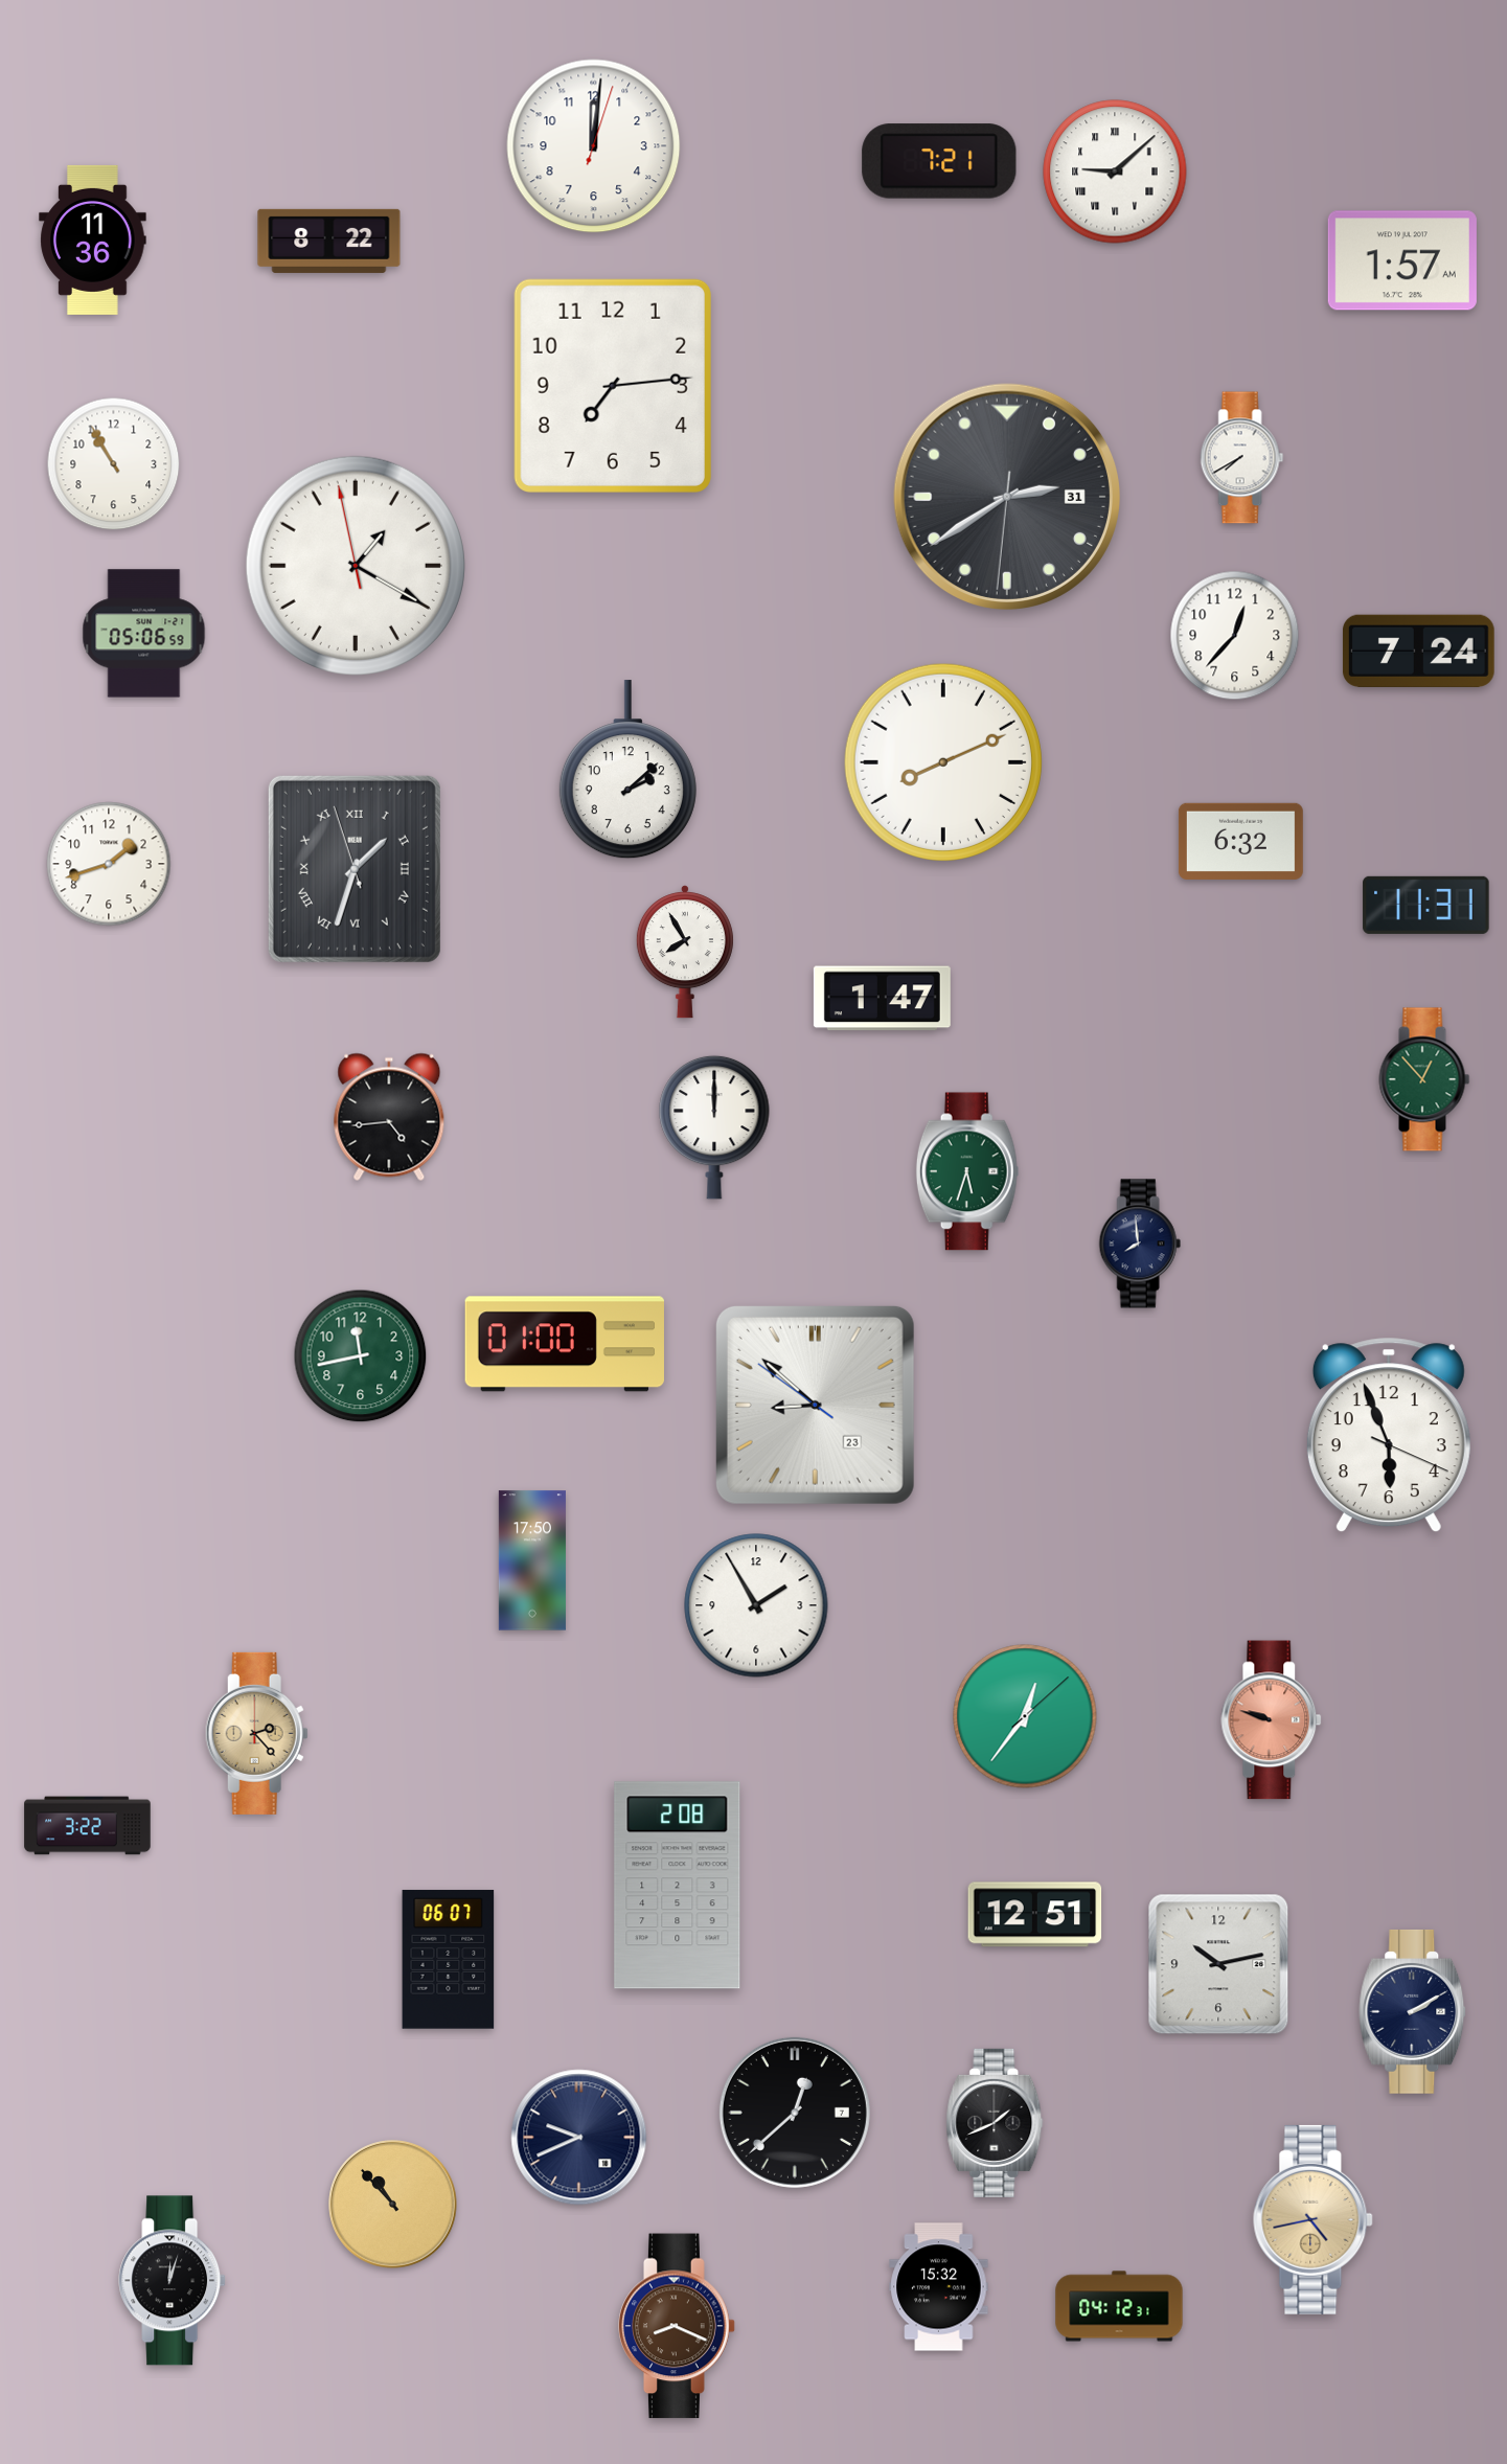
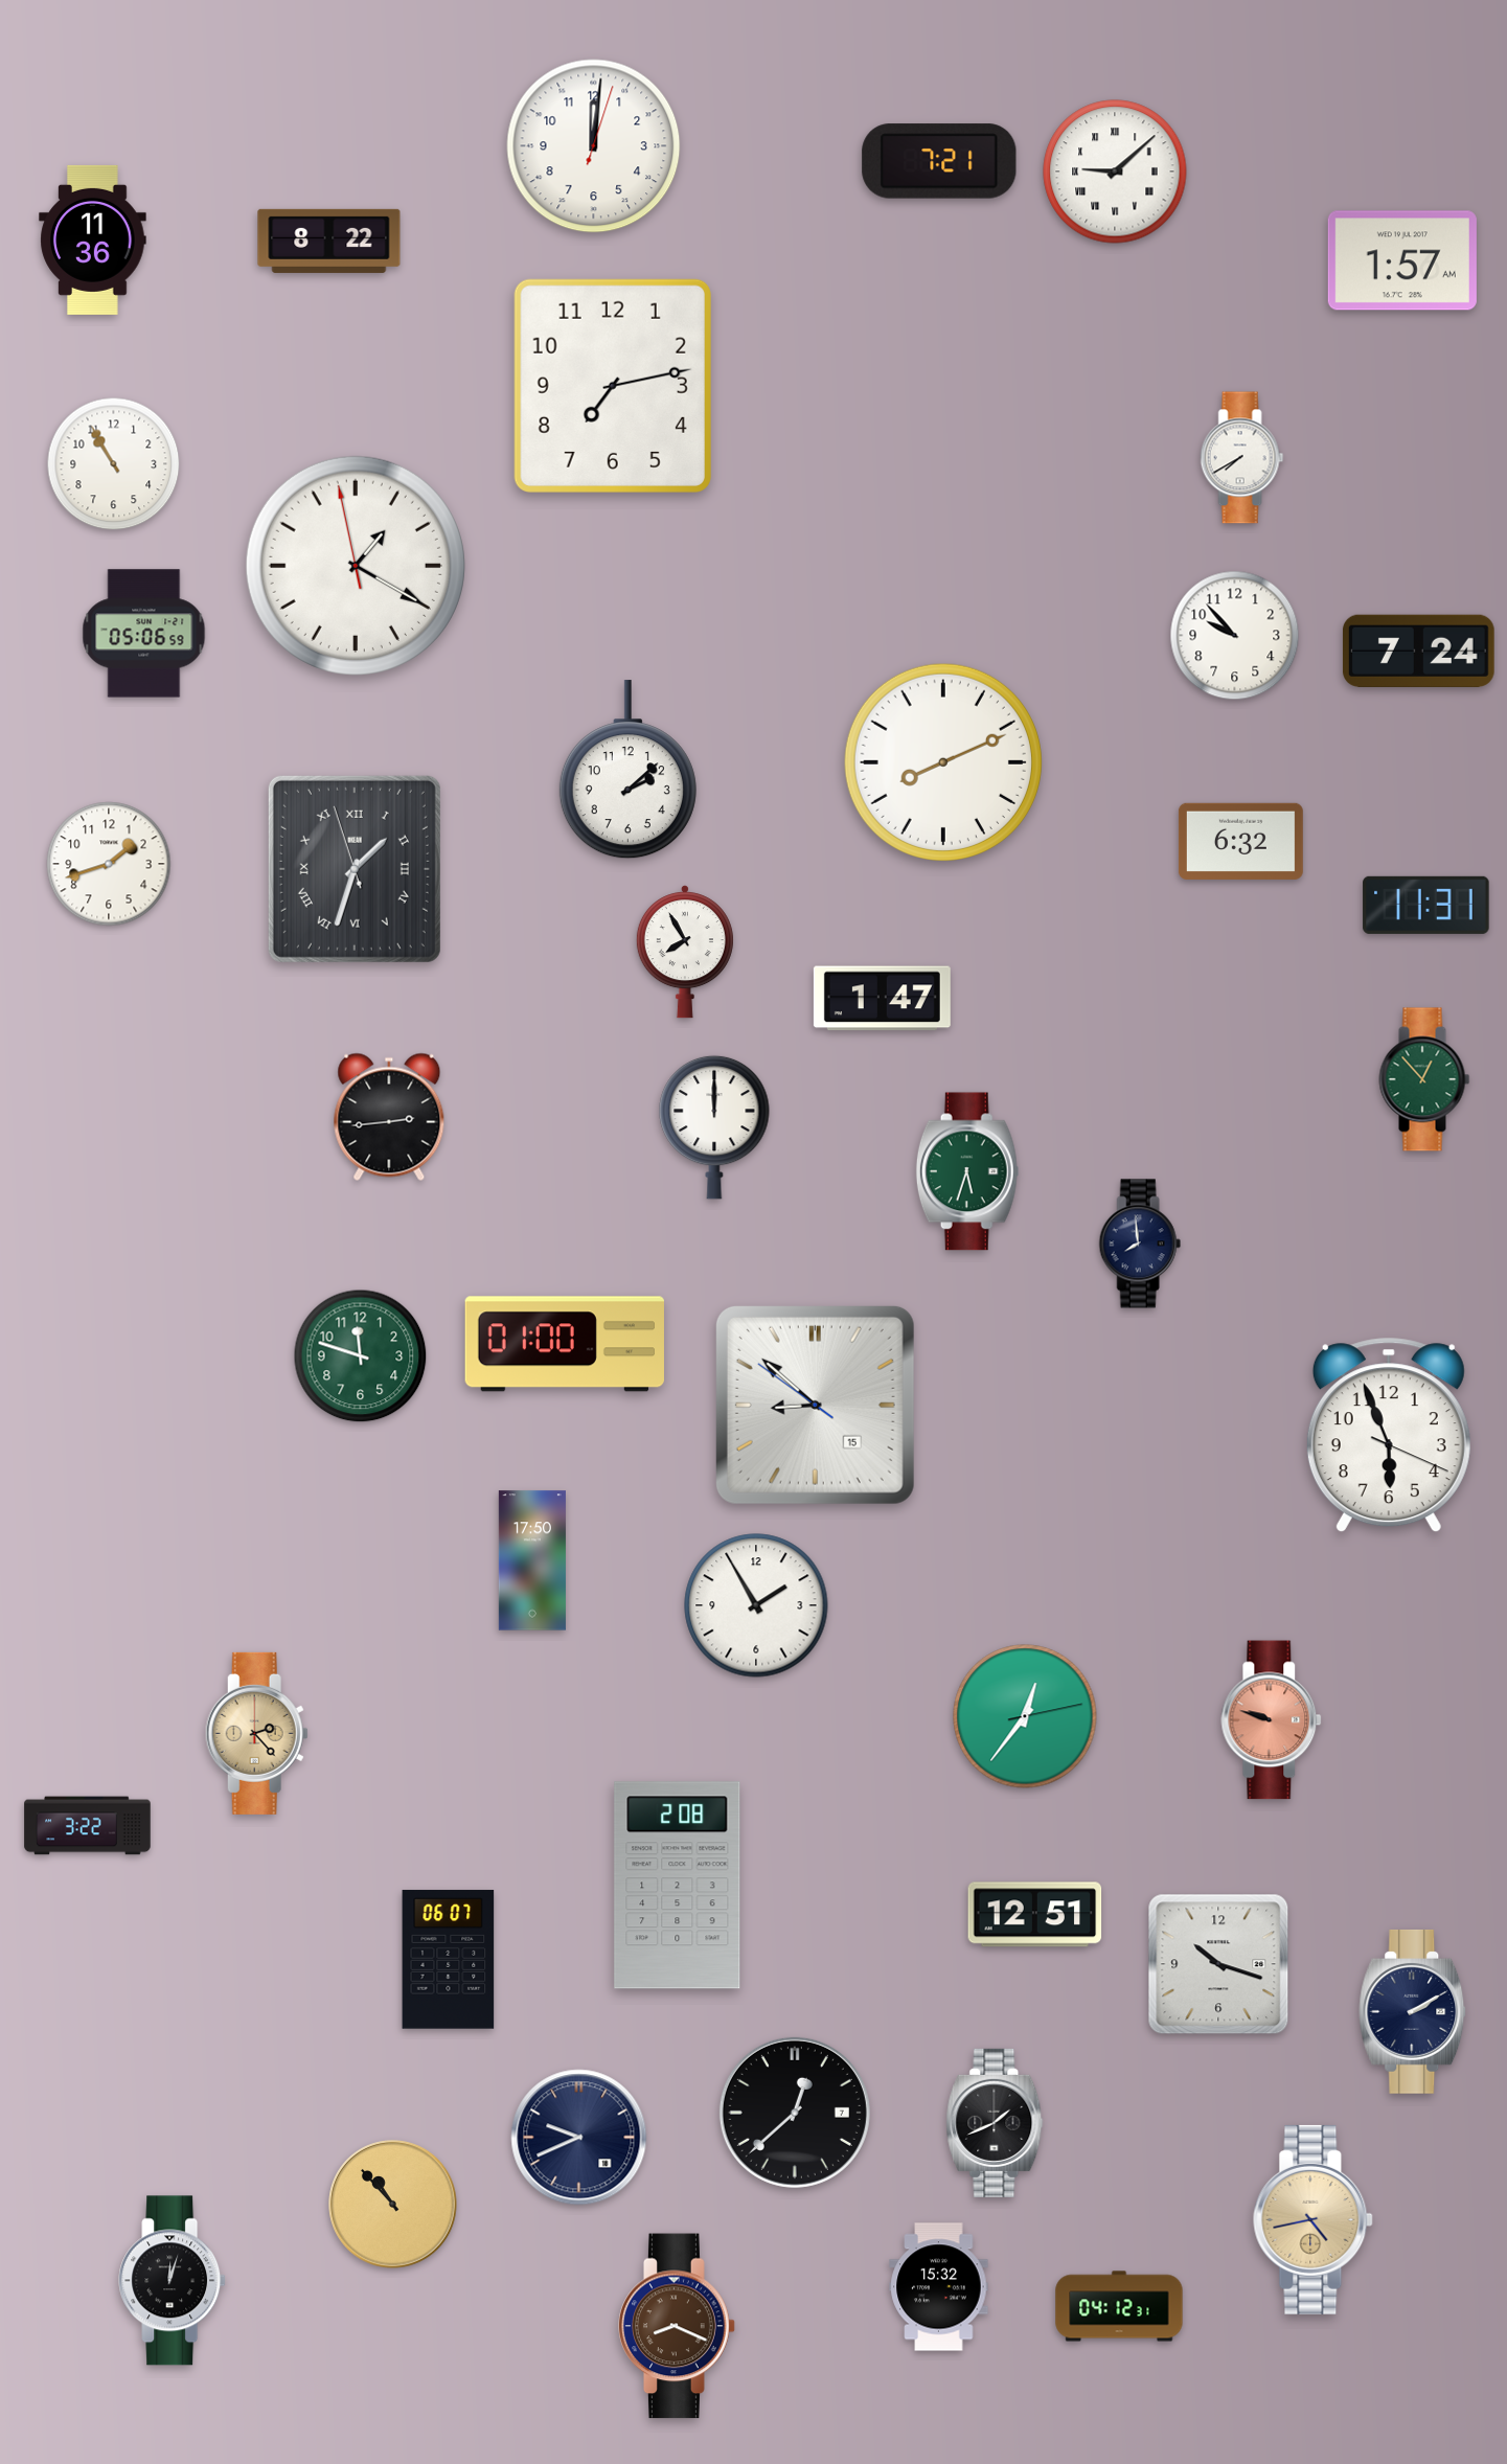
clock at (613, 386): 7:14 -> 7:13
clock at (1006, 496): 2:39 -> none
clock at (1235, 636): 12:37 -> 9:53
clock at (389, 1117): 4:44 -> 2:44
clock at (361, 1356): 11:43 -> 11:48
clock at (815, 1405) date: 23 -> 15
clock at (1025, 1716): 12:36:08 -> 12:36:13
clock at (1218, 1964): 10:13 -> 10:18
